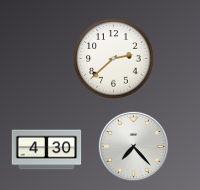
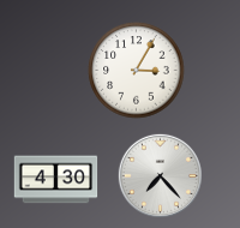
clock at (114, 59): 2:38 -> 3:05
